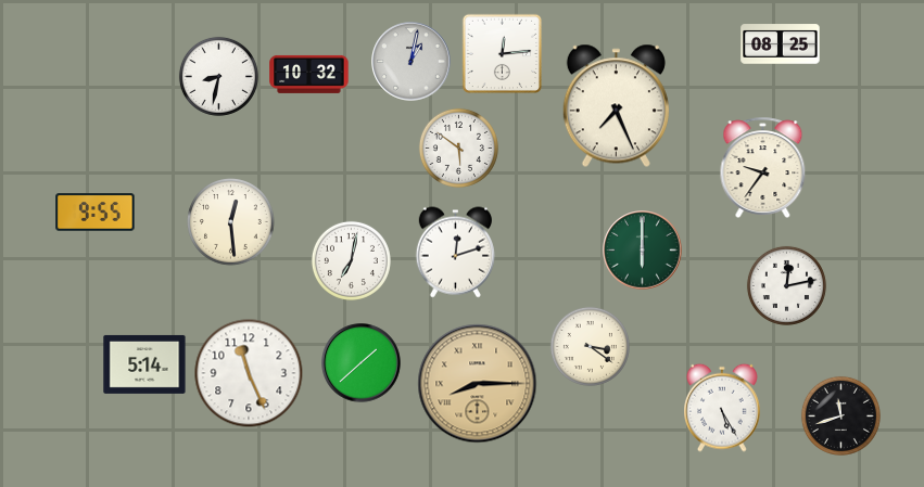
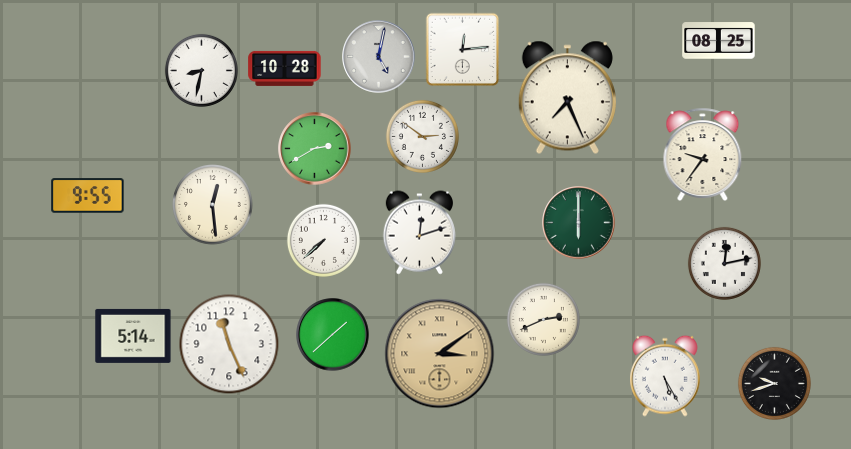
clock at (412, 62): 1:02 -> 5:02
clock at (309, 74): 10:32 -> 10:28
clock at (458, 148): 5:51 -> 2:51
clock at (315, 149): none -> 2:40
clock at (643, 251) position: (643, 251) -> (579, 223)
clock at (351, 260): 7:02 -> 7:38
clock at (590, 346): 3:21 -> 2:41
clock at (478, 384): 8:15 -> 3:09
clock at (840, 415): 11:42 -> 9:42
